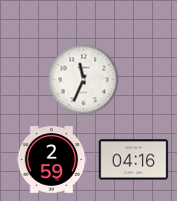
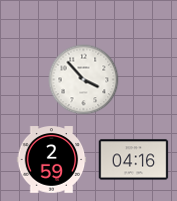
clock at (84, 80): 11:34 -> 3:53
